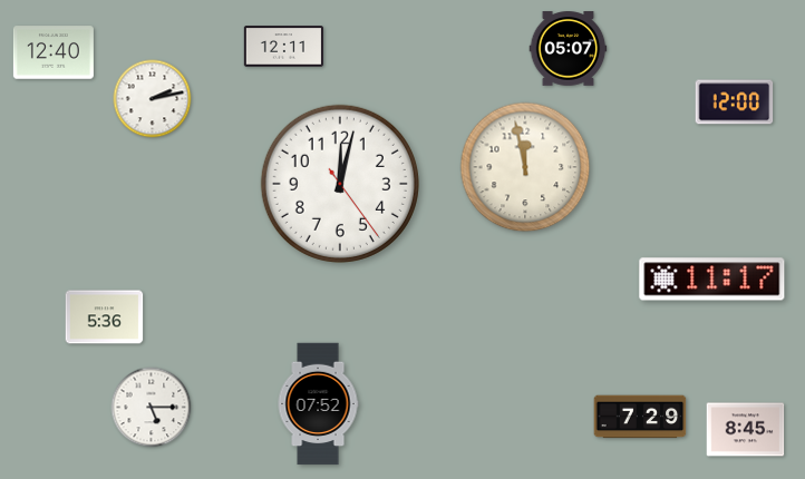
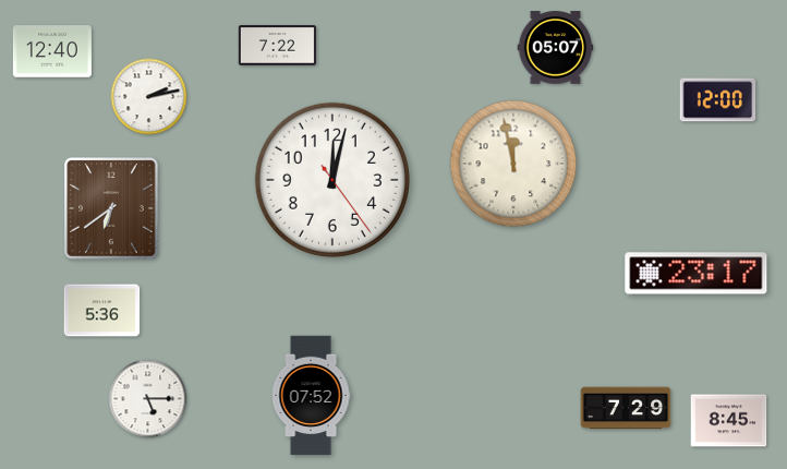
clock at (283, 47): 12:11 -> 7:22
clock at (111, 208): none -> 6:39
clock at (712, 280): 11:17 -> 23:17
